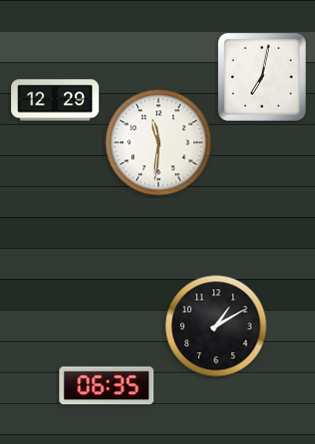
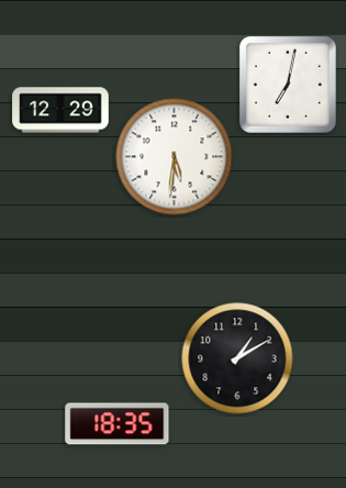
clock at (159, 143): 11:31 -> 5:31
clock at (107, 386): 06:35 -> 18:35
